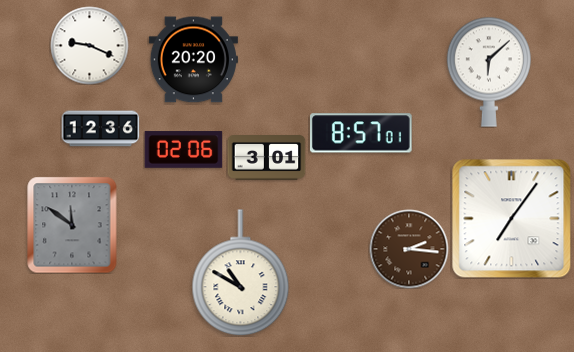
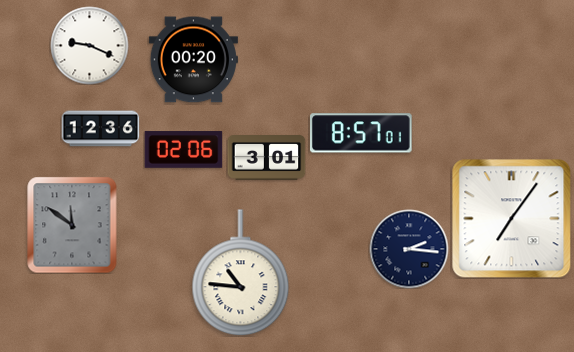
clock at (193, 60): 20:20 -> 00:20
clock at (488, 72): 6:08 -> none
clock at (409, 249) dial: brown -> navy
clock at (241, 273): 10:50 -> 10:46
